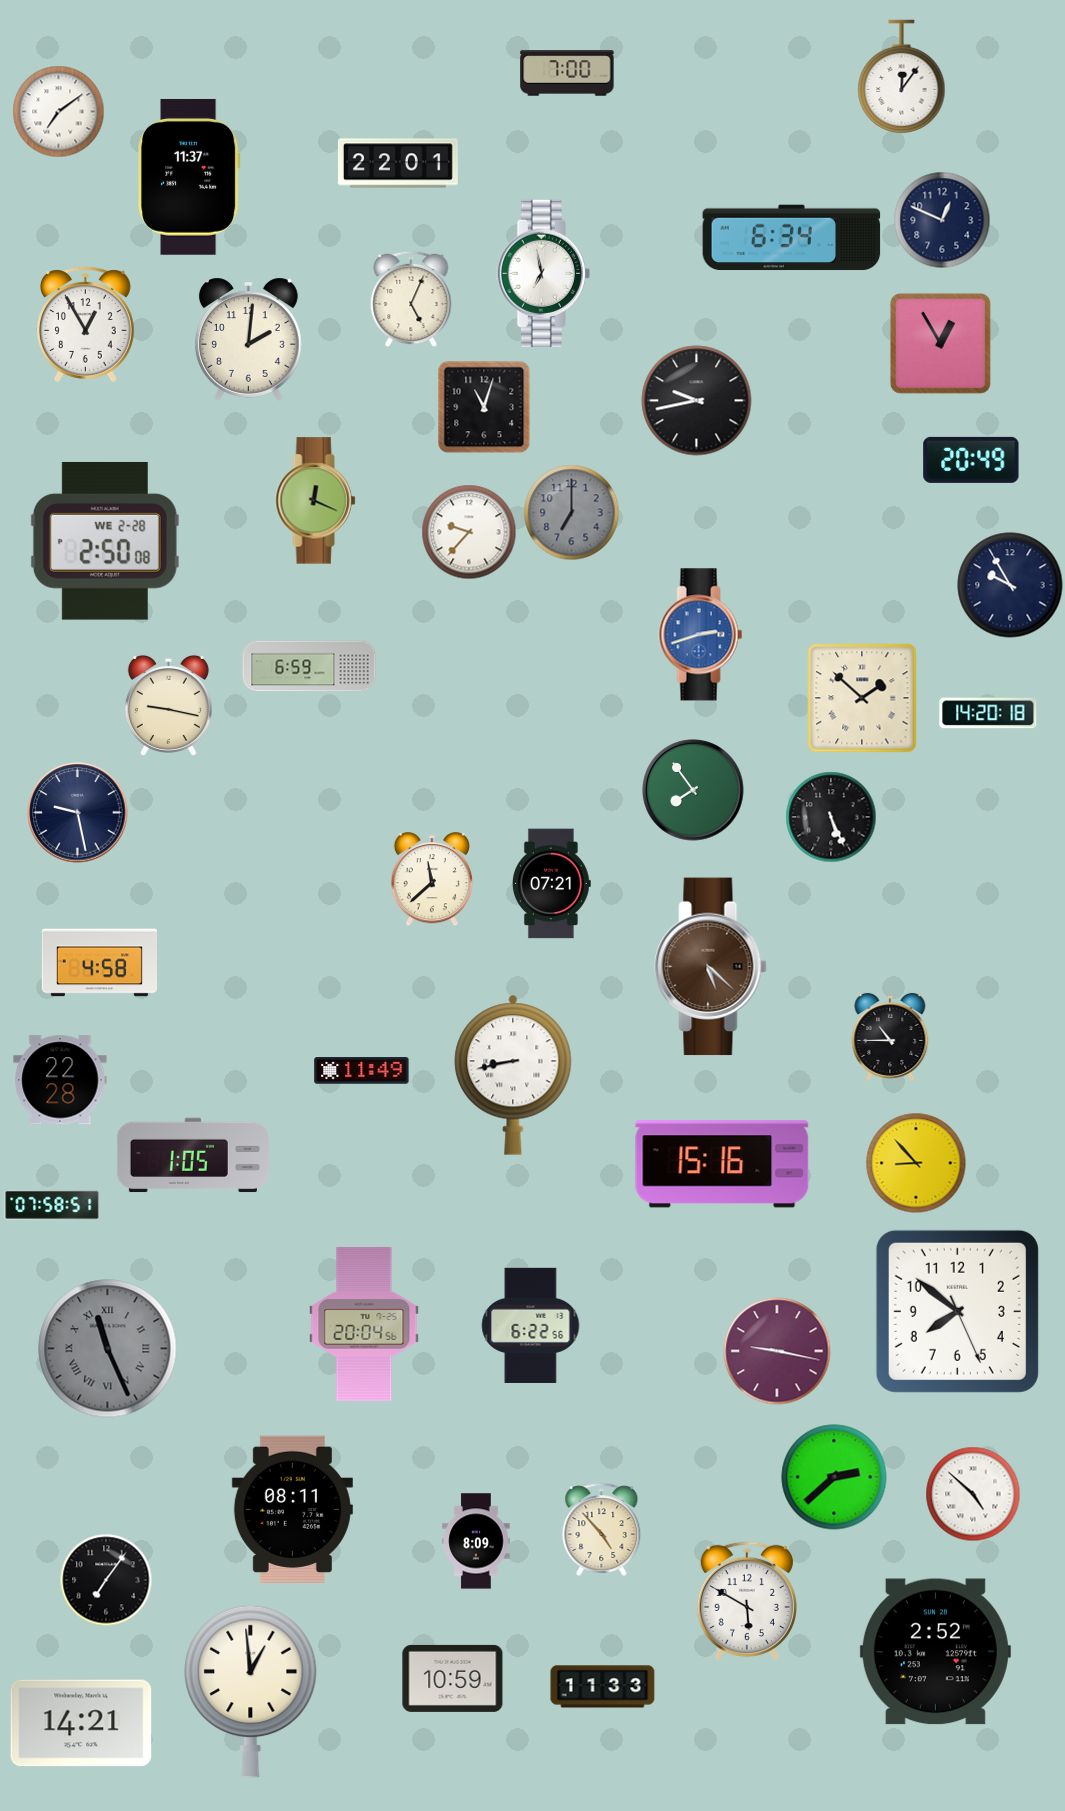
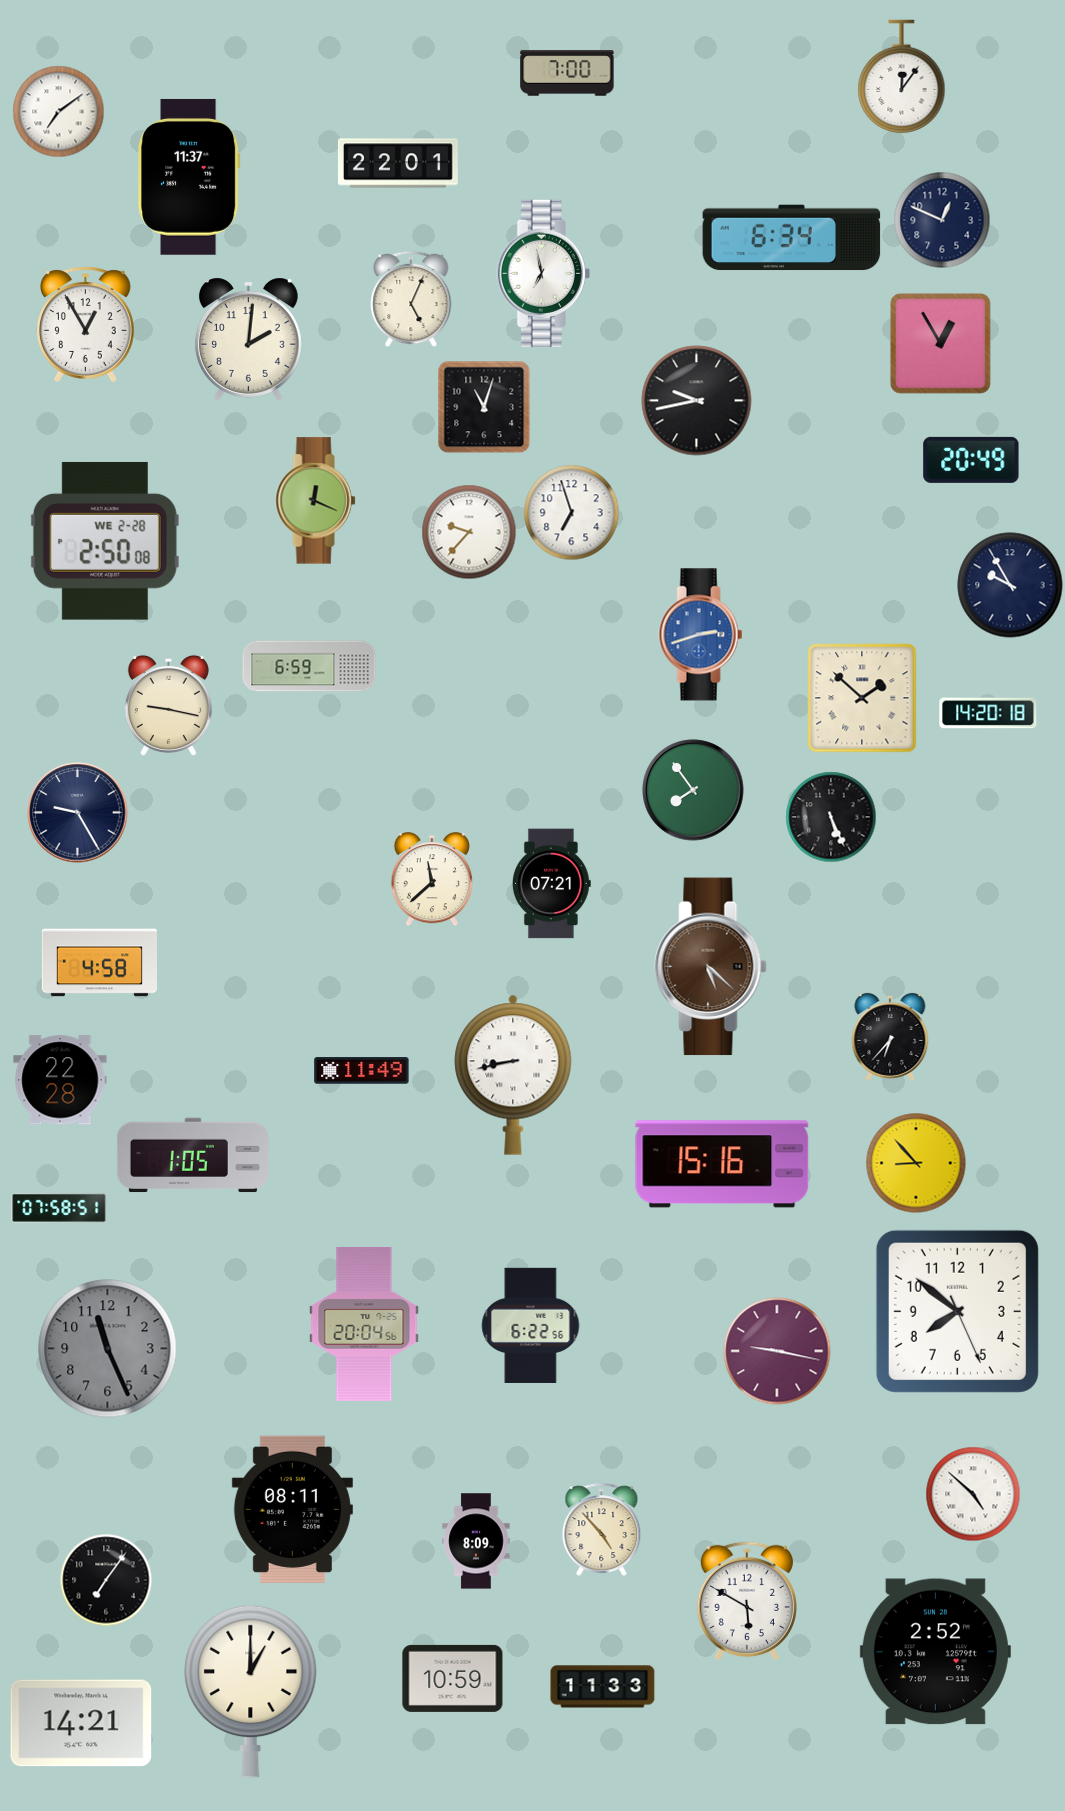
clock at (572, 513): 7:00 -> 6:57
clock at (572, 513) dial: grey -> white
clock at (78, 813): 9:28 -> 9:25
clock at (890, 1037): 10:45 -> 6:37
clock at (52, 1205) position: (52, 1205) -> (59, 1208)
clock at (108, 1349) numerals: Roman -> Arabic
clock at (834, 1477): 2:38 -> none
clock at (251, 1691): 12:59 -> 1:00
